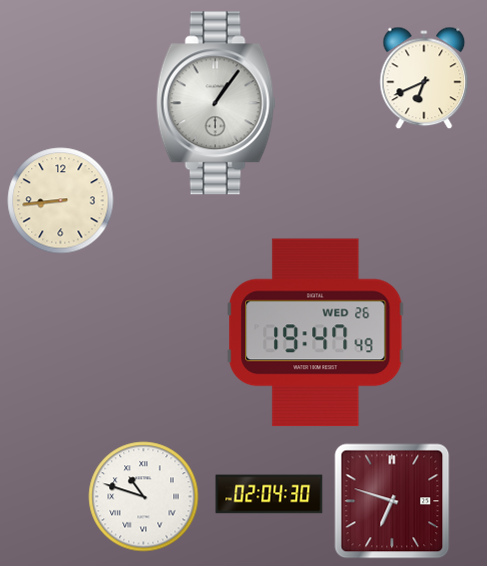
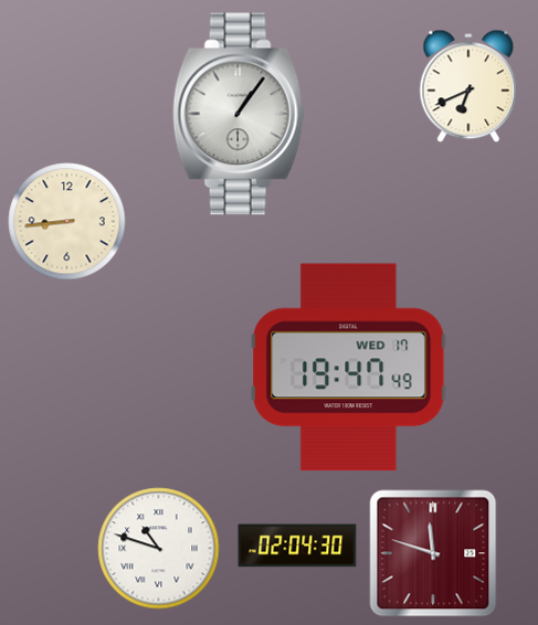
clock at (316, 333) date: WED 26 -> WED 17
clock at (392, 501): 6:48 -> 11:48
